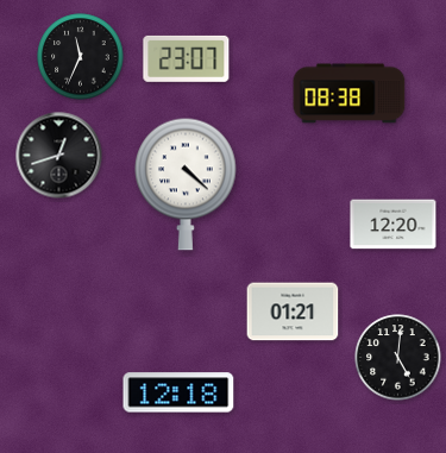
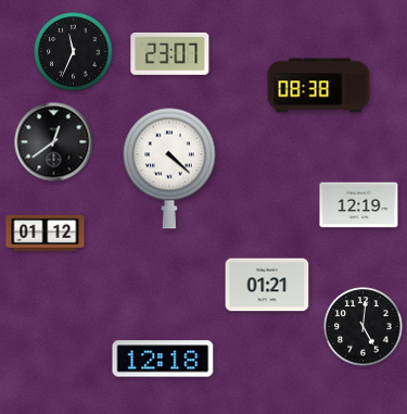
clock at (59, 156): 12:42 -> 12:39
clock at (394, 225): 12:20 -> 12:19
clock at (46, 233): none -> 01:12
